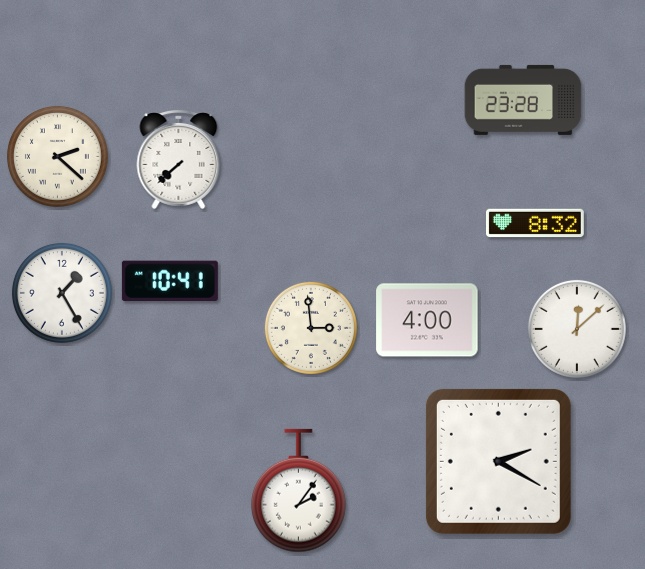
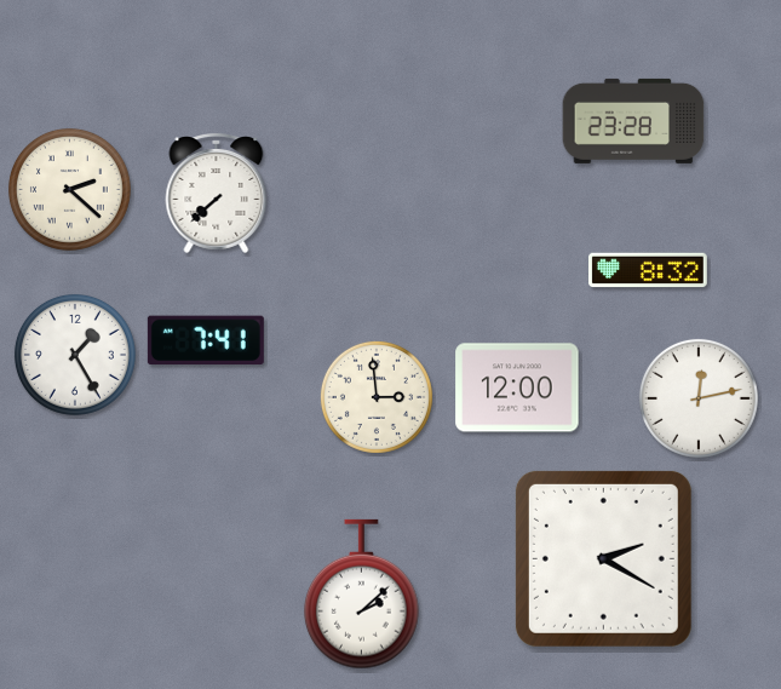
clock at (170, 281): 10:41 -> 7:41
clock at (427, 320): 4:00 -> 12:00
clock at (577, 329): 12:08 -> 12:13
clock at (299, 491): 2:06 -> 2:08
